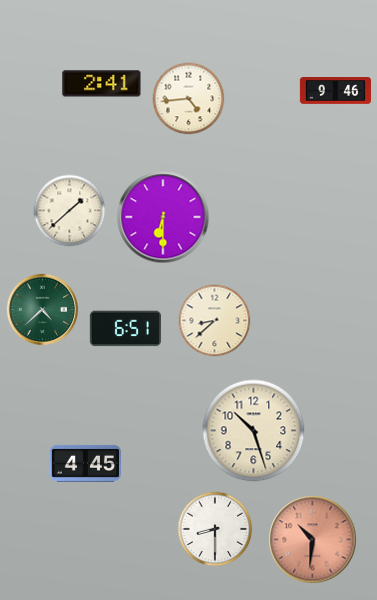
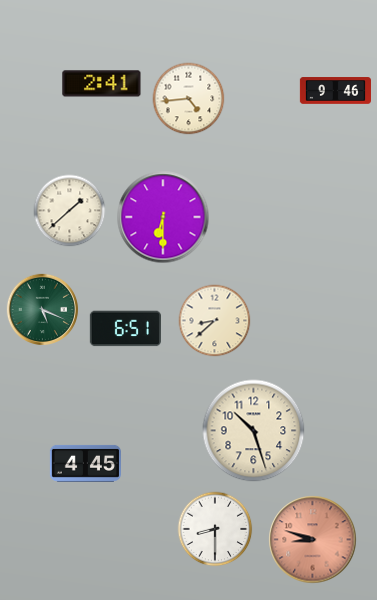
clock at (42, 309): 4:38 -> 5:19
clock at (313, 540): 10:31 -> 8:48
